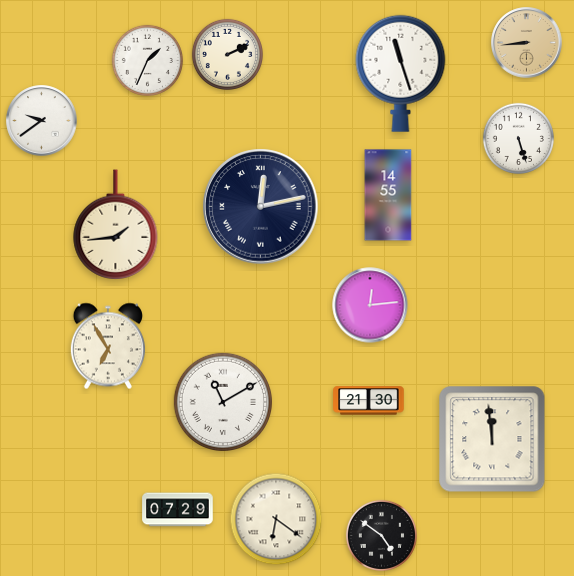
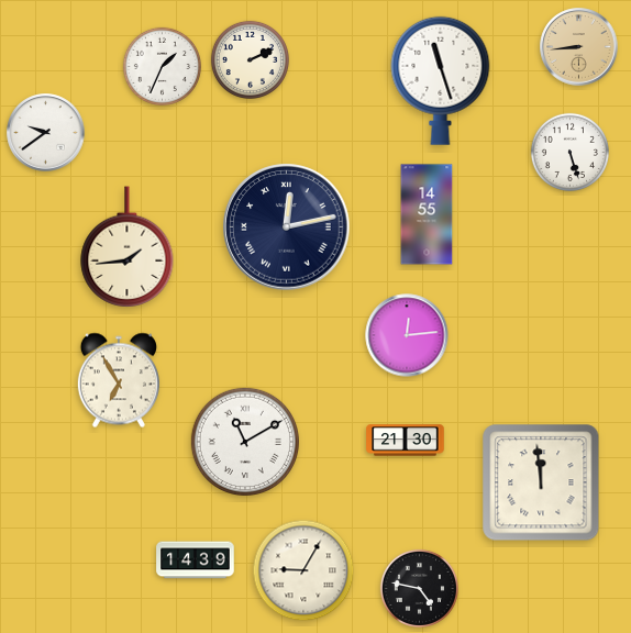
clock at (178, 510): 07:29 -> 14:39
clock at (276, 519): 6:21 -> 9:05
clock at (381, 535): 4:51 -> 4:47
